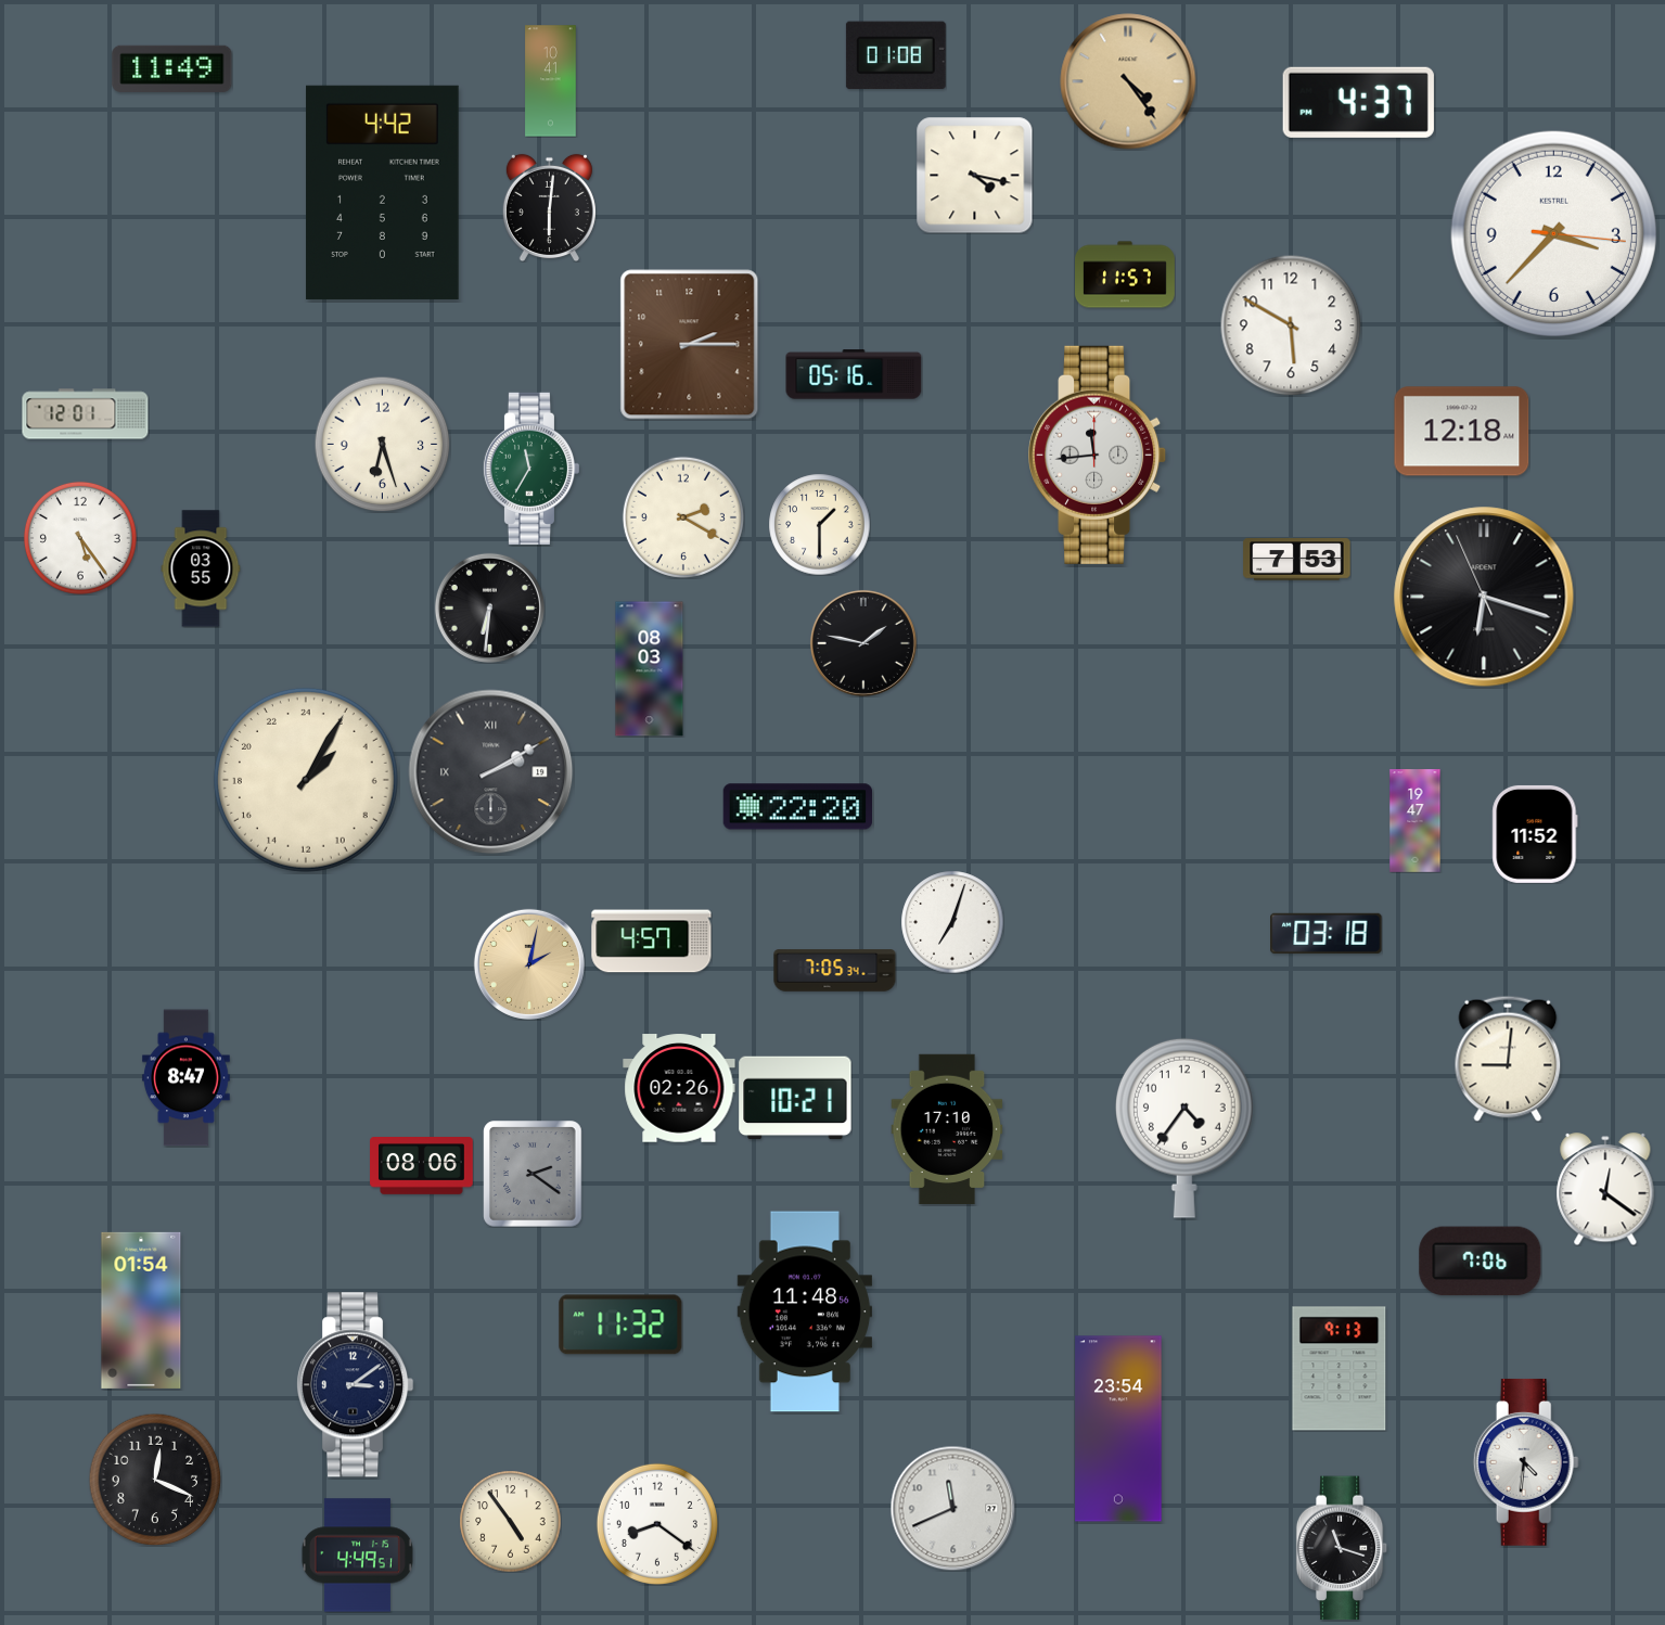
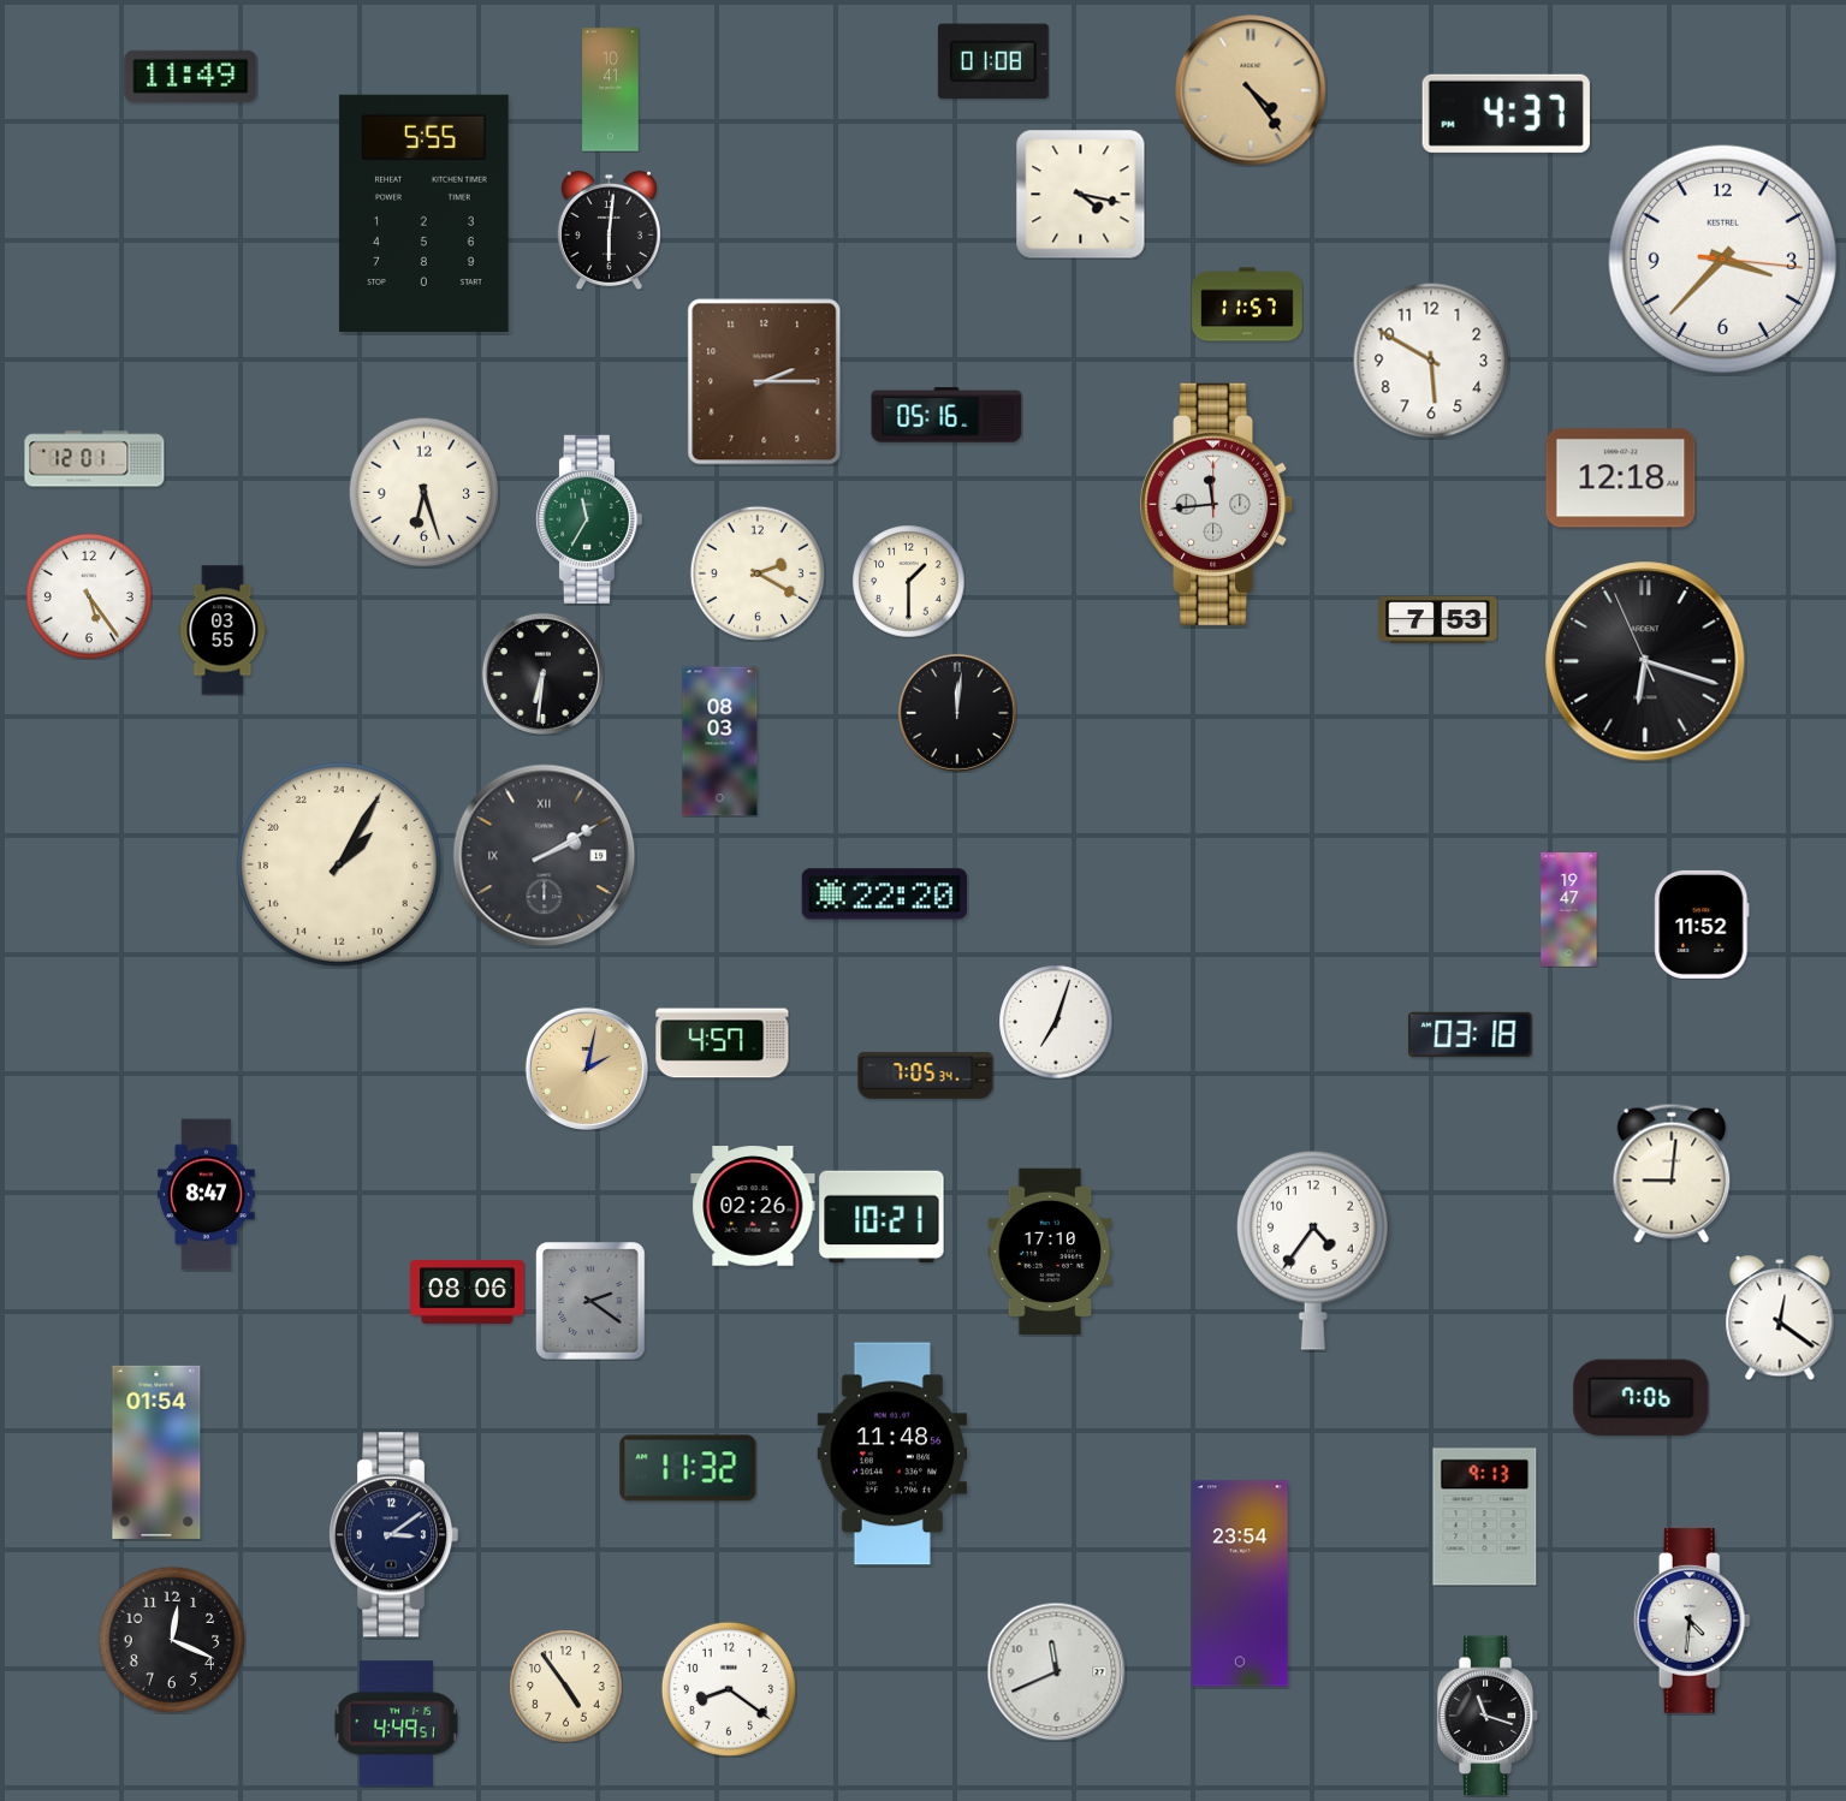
clock at (383, 192): 4:42 -> 5:55
clock at (863, 643): 1:47 -> 12:01
